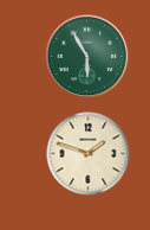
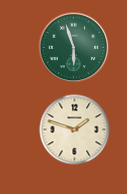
clock at (87, 57): 5:55 -> 5:57
